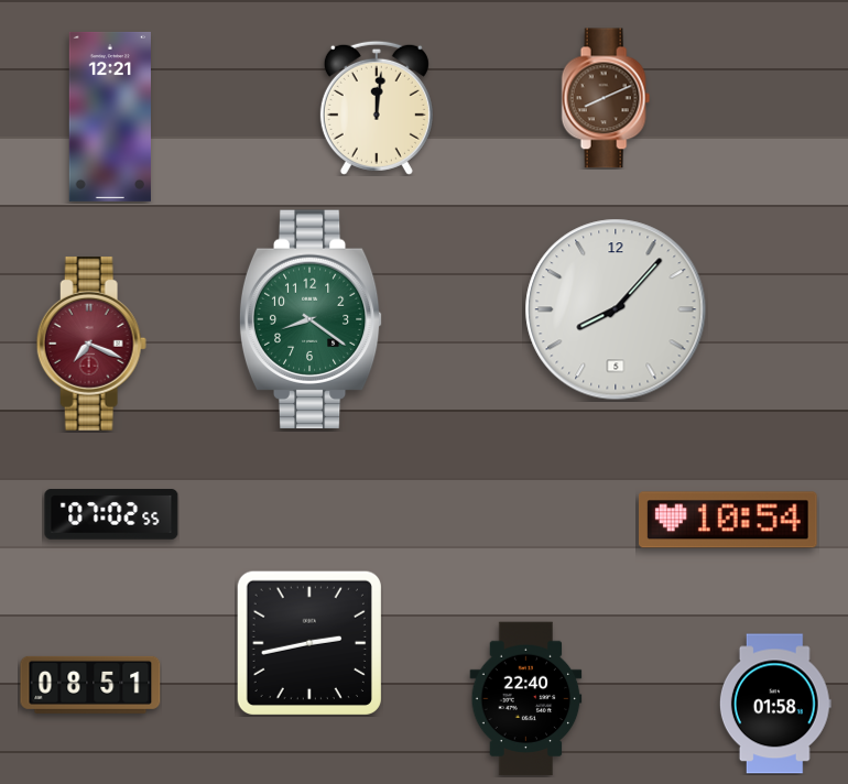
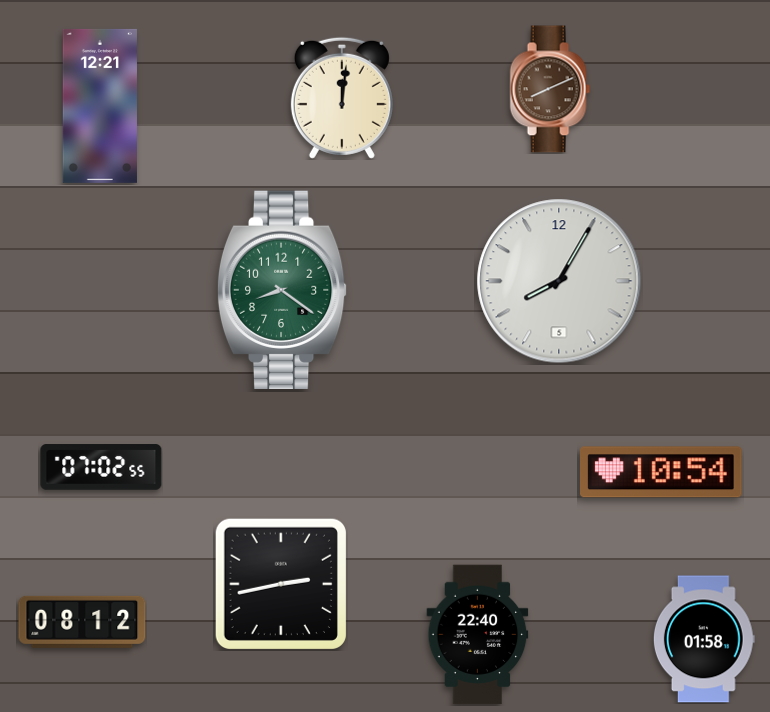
clock at (616, 309): 8:07 -> 8:05
clock at (91, 344): 7:19 -> none
clock at (90, 685): 08:51 -> 08:12
